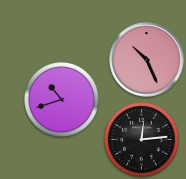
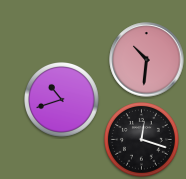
clock at (147, 60): 10:26 -> 10:31
clock at (142, 140): 12:14 -> 12:18
